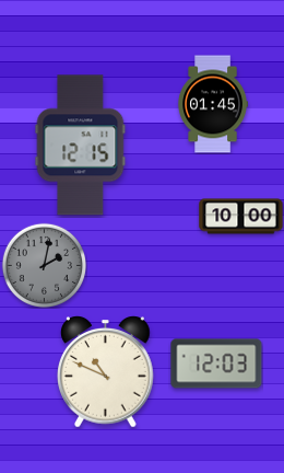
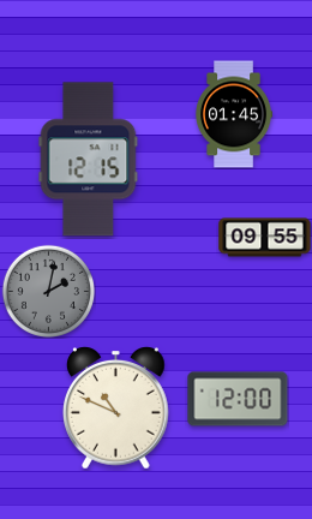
clock at (241, 217): 10:00 -> 09:55
clock at (216, 364): 12:03 -> 12:00
